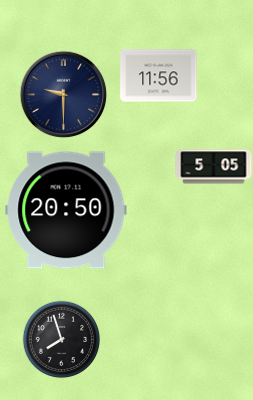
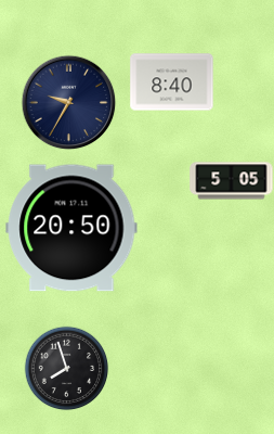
clock at (159, 76): 11:56 -> 8:40
clock at (63, 94): 9:30 -> 9:35
